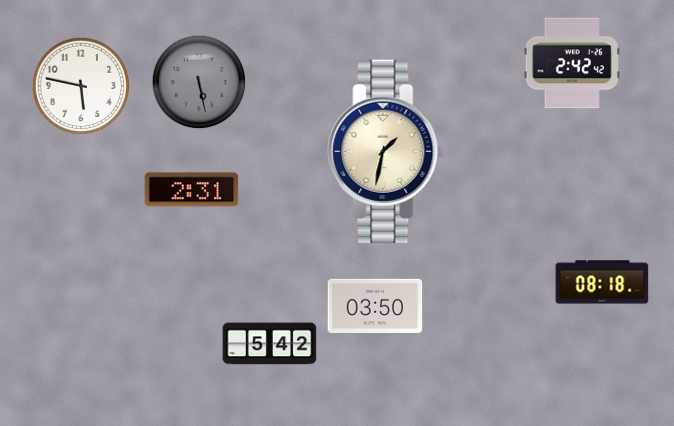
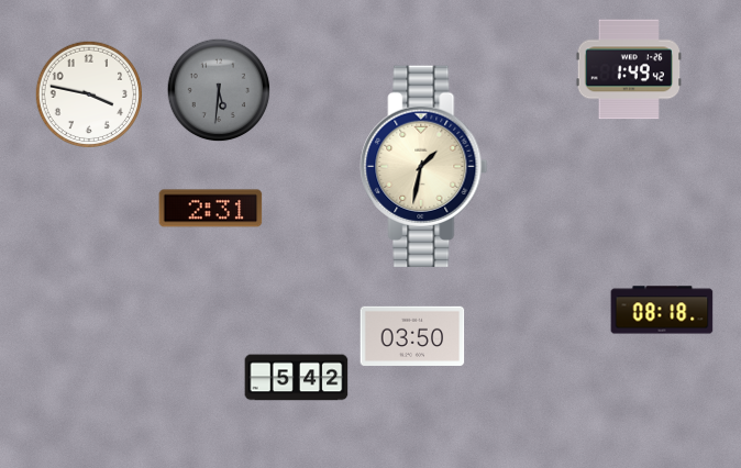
clock at (571, 63): 2:42 -> 1:49
clock at (199, 82): 5:28 -> 5:31
clock at (80, 85): 5:47 -> 3:47
